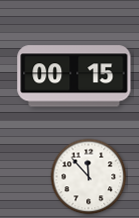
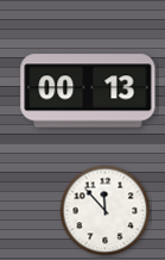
clock at (74, 76): 00:15 -> 00:13
